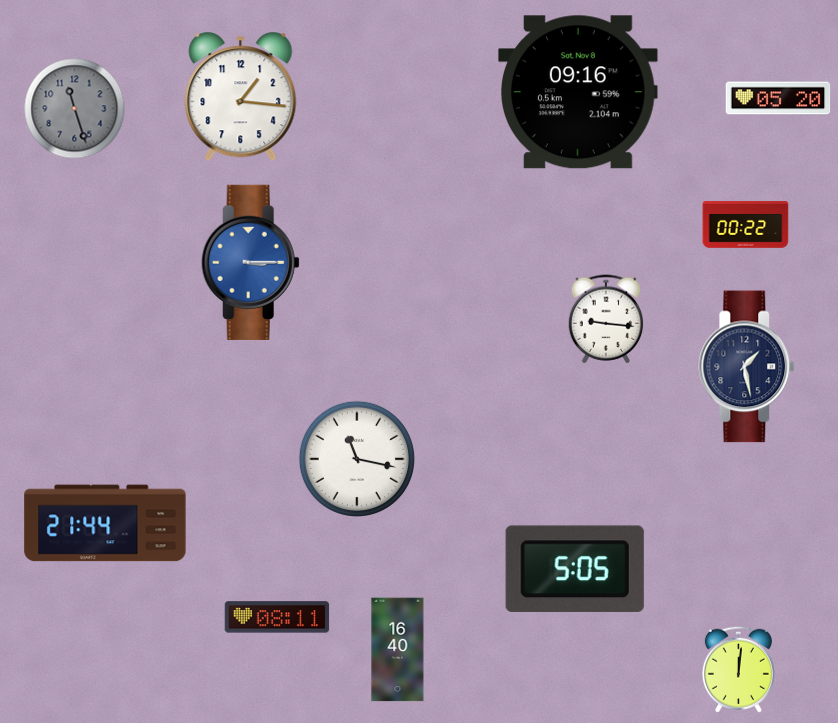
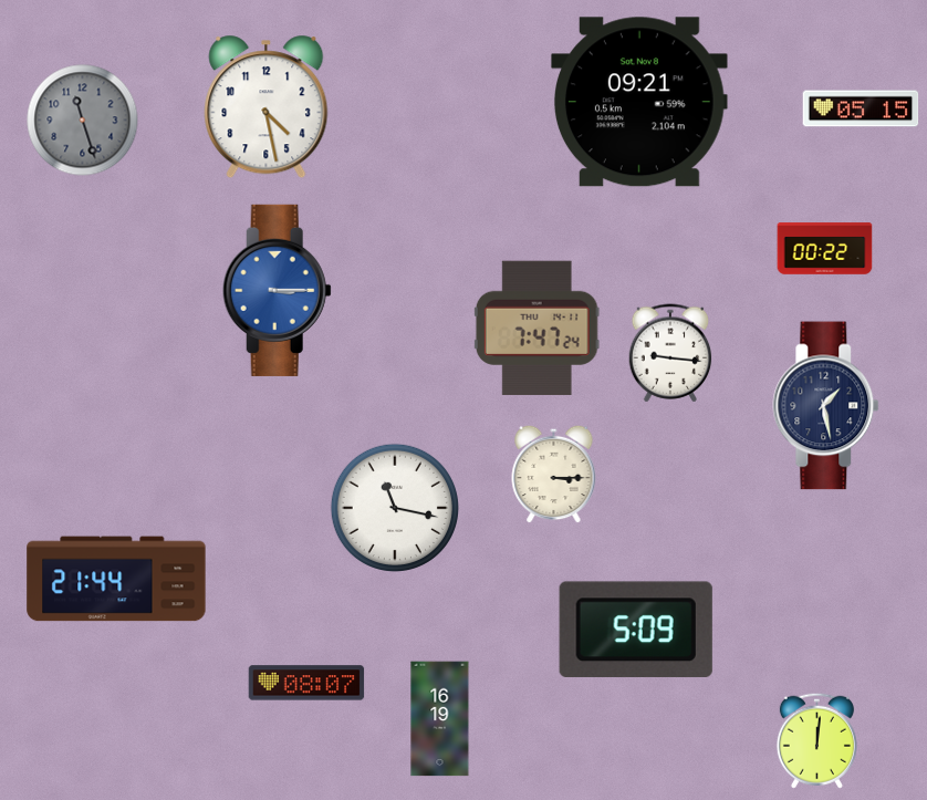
clock at (578, 92): 09:16 -> 09:21
clock at (241, 97): 1:16 -> 4:28
clock at (778, 98): 05:20 -> 05:15
clock at (537, 328): none -> 7:47
clock at (554, 474): none -> 3:15
clock at (575, 569): 5:05 -> 5:09
clock at (277, 617): 08:11 -> 08:07
clock at (398, 650): 16:40 -> 16:19
